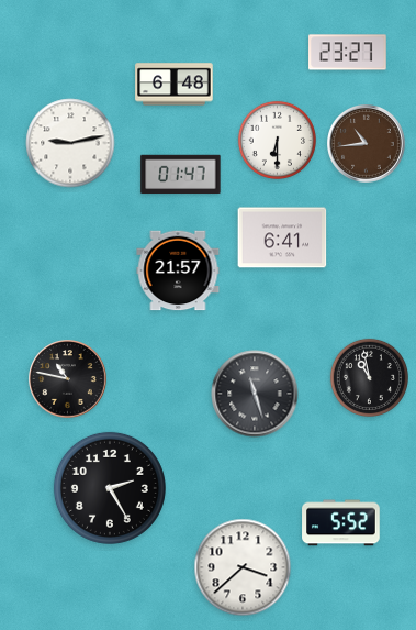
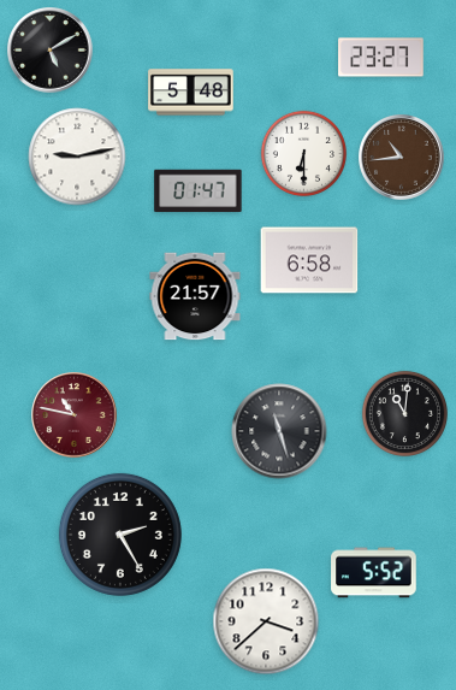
clock at (51, 51): none -> 5:10
clock at (175, 85): 6:48 -> 5:48
clock at (282, 237): 6:41 -> 6:58
clock at (369, 377): 10:58 -> 11:01
clock at (68, 379) dial: black -> burgundy
